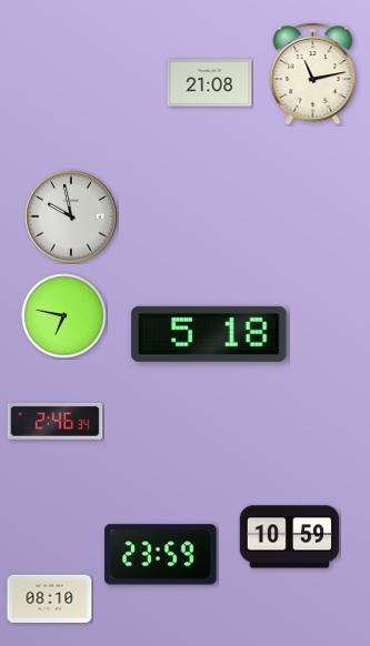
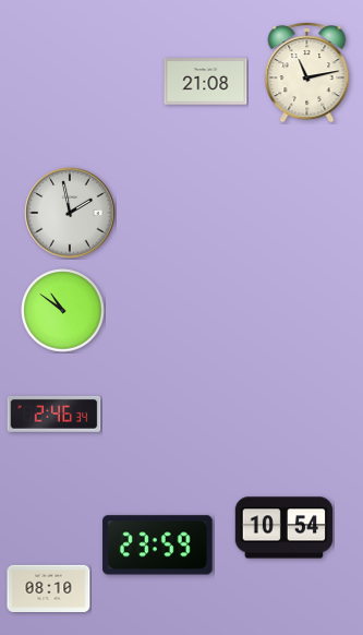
clock at (71, 216): 9:58 -> 1:58
clock at (64, 316): 6:47 -> 10:51
clock at (209, 334): 5:18 -> none
clock at (290, 537): 10:59 -> 10:54
